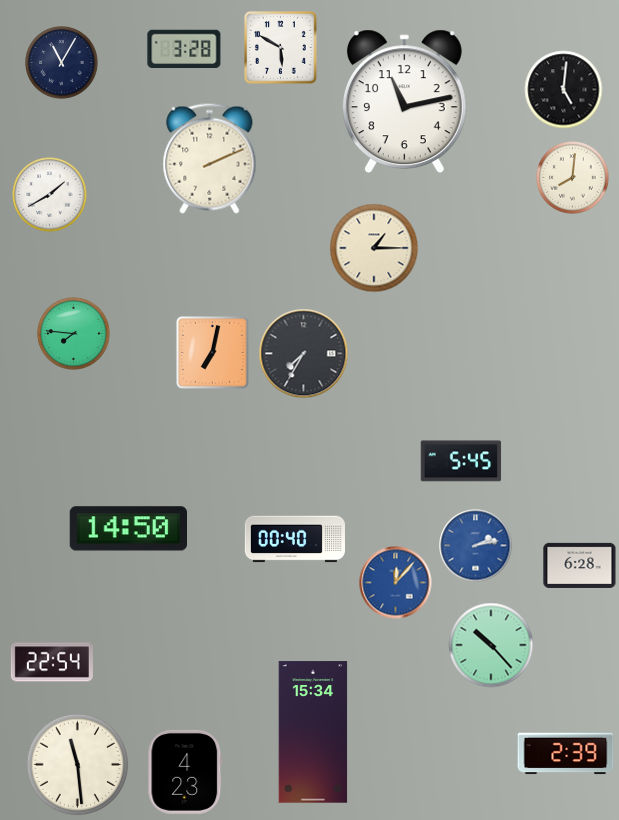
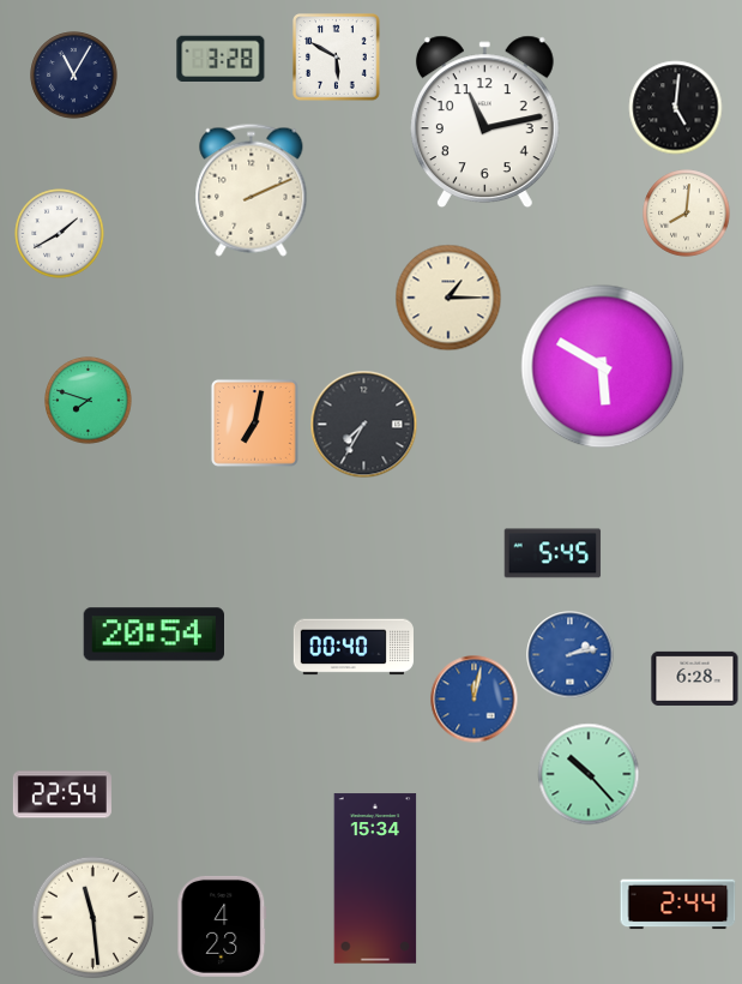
clock at (603, 367): none -> 5:50
clock at (74, 334): 7:46 -> 7:48
clock at (128, 529): 14:50 -> 20:54
clock at (396, 583): 12:07 -> 12:02
clock at (566, 754): 2:39 -> 2:44
